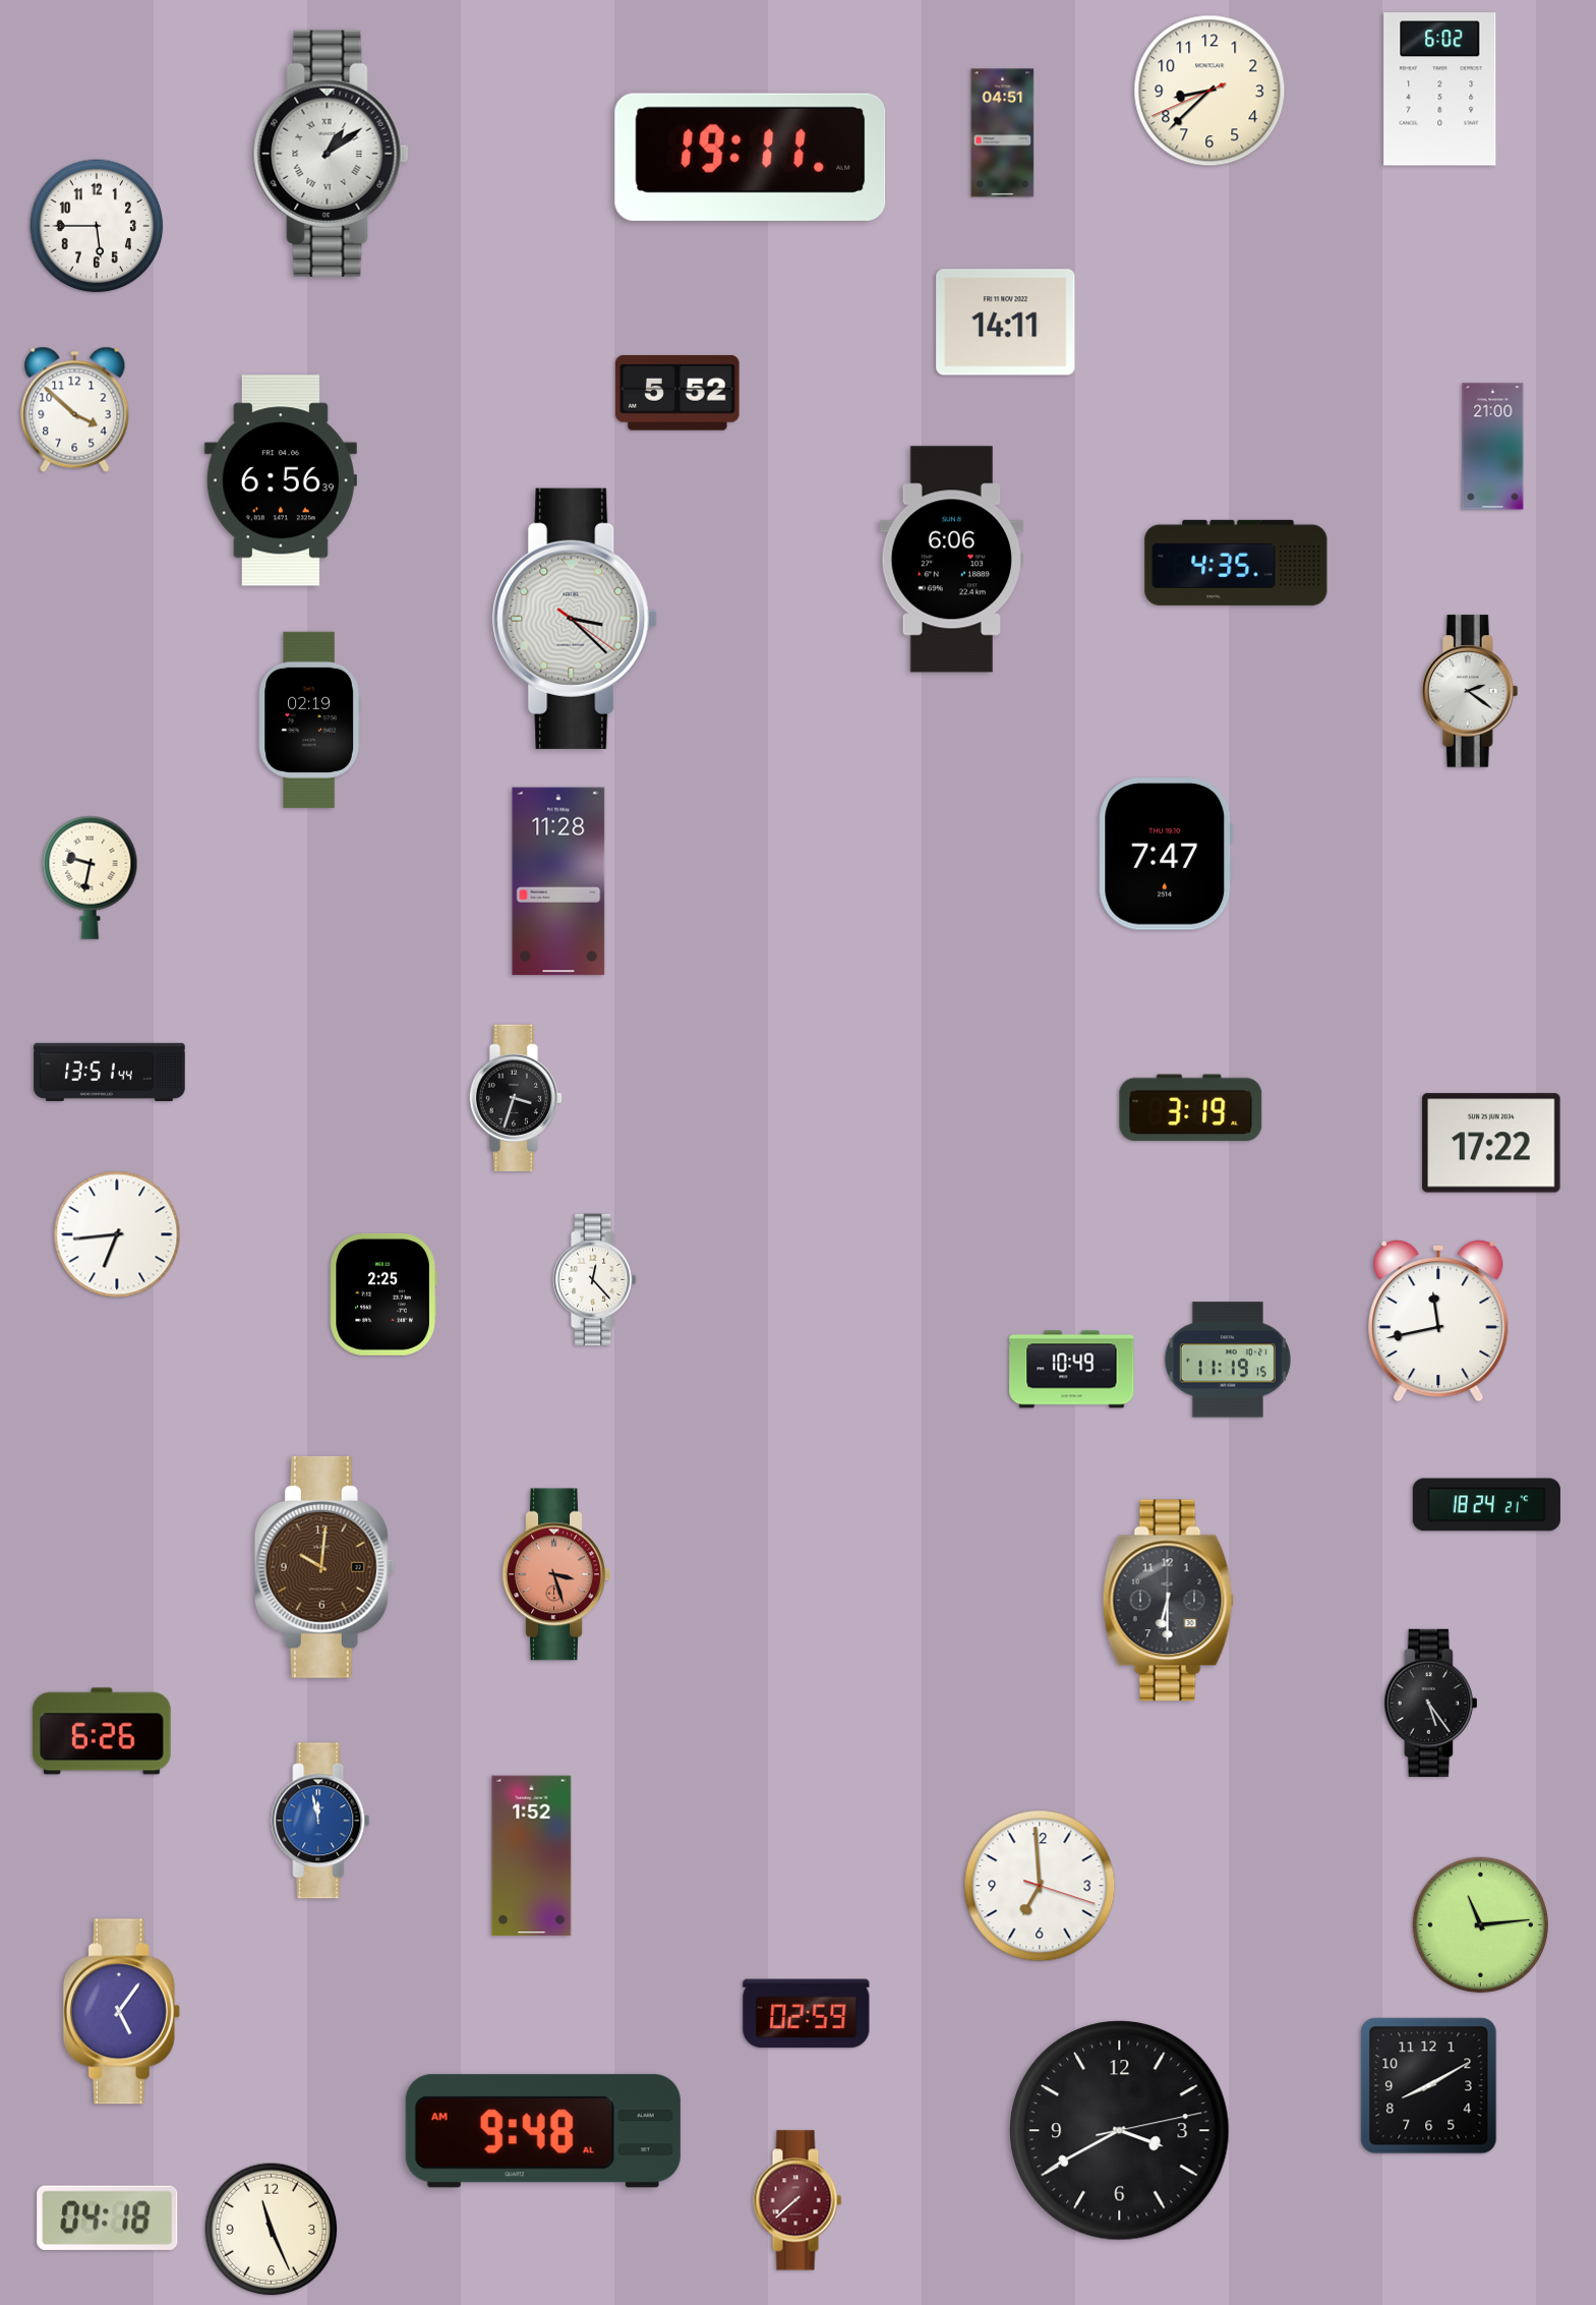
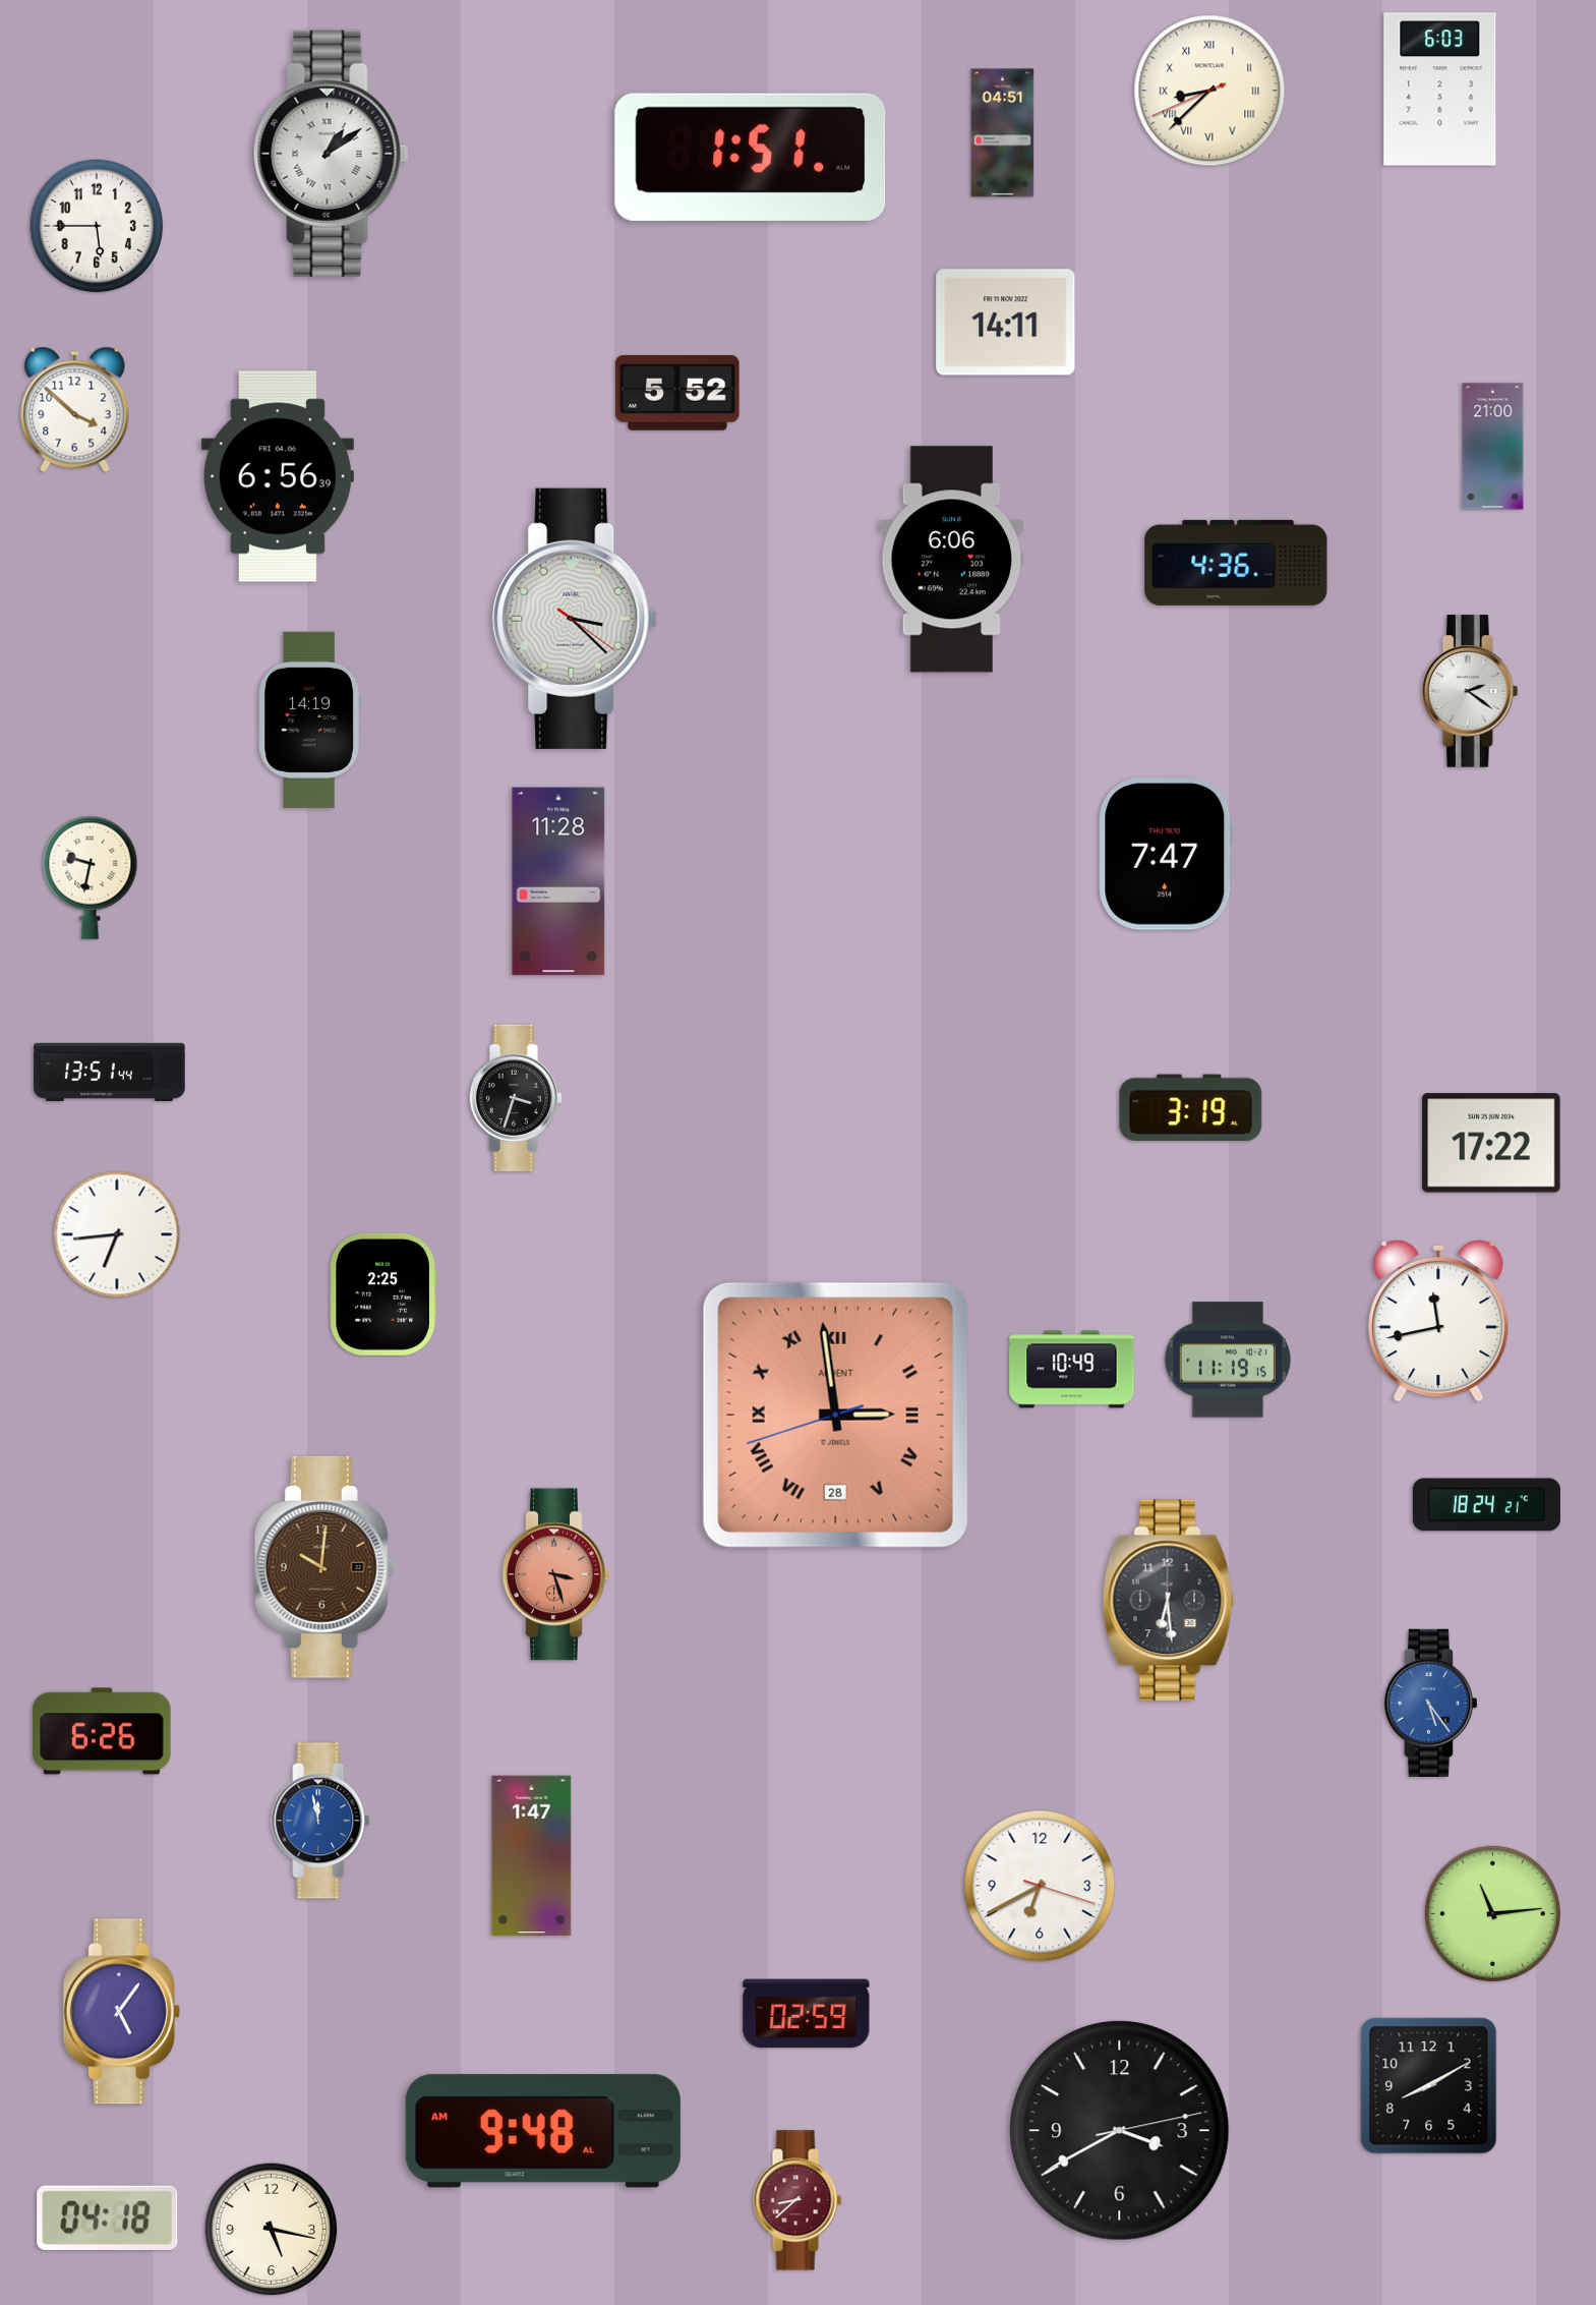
clock at (1440, 90): 6:02 -> 6:03
clock at (1209, 91) numerals: Arabic -> Roman
clock at (751, 157): 19:11 -> 1:51
clock at (281, 480) position: (281, 480) -> (278, 476)
clock at (1236, 563): 4:35 -> 4:36
clock at (309, 719): 02:19 -> 14:19
clock at (594, 1280): 12:23 -> none
clock at (835, 1415): none -> 2:58
clock at (1168, 1601): 6:30 -> 6:29
clock at (1430, 1703) dial: black -> blue
clock at (532, 1856): 1:52 -> 1:47
clock at (1040, 1886): 6:59 -> 6:40
clock at (1480, 1924) position: (1480, 1924) -> (1492, 1913)
clock at (797, 2200): 7:38 -> 8:38
clock at (272, 2230): 11:26 -> 5:17
